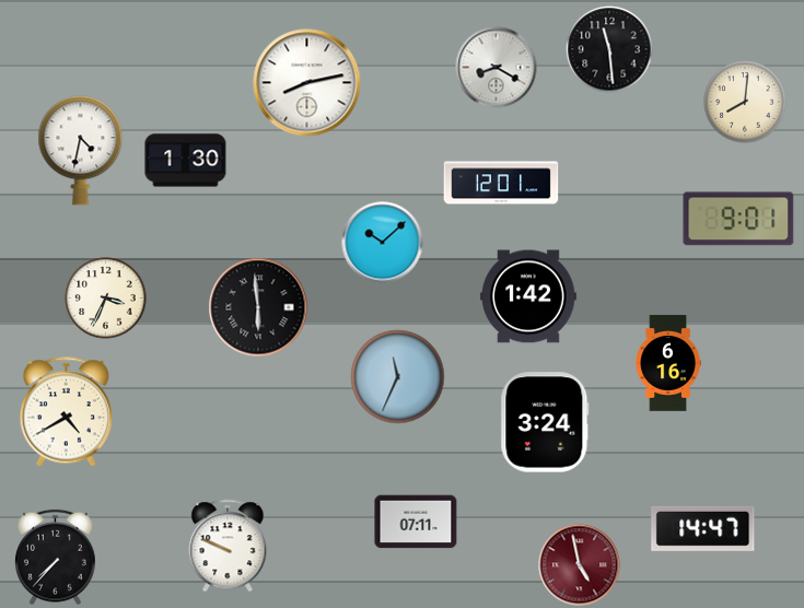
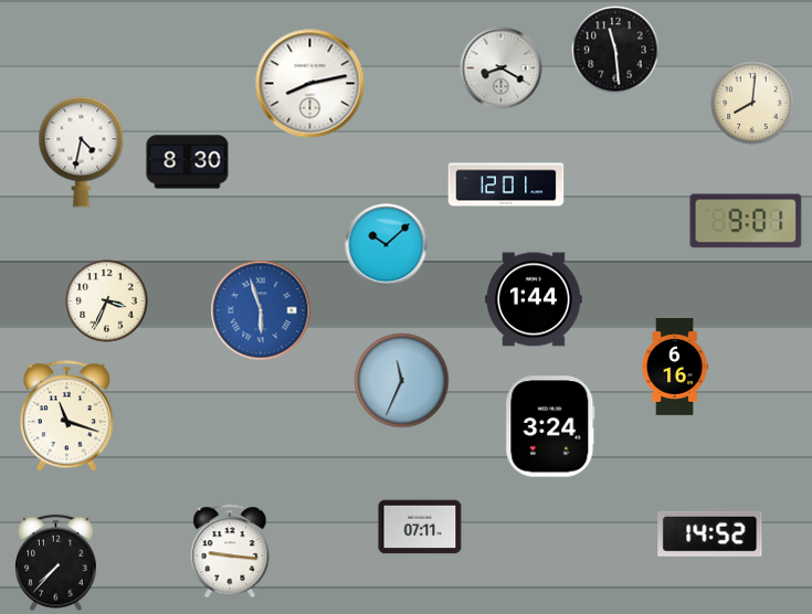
clock at (186, 161): 1:30 -> 8:30
clock at (529, 296): 1:42 -> 1:44
clock at (258, 307): 5:59 -> 5:57
clock at (258, 307) dial: black -> blue
clock at (66, 412): 4:40 -> 11:18
clock at (703, 528): 14:47 -> 14:52
clock at (228, 546): 9:49 -> 9:16
clock at (580, 565): 4:58 -> none
